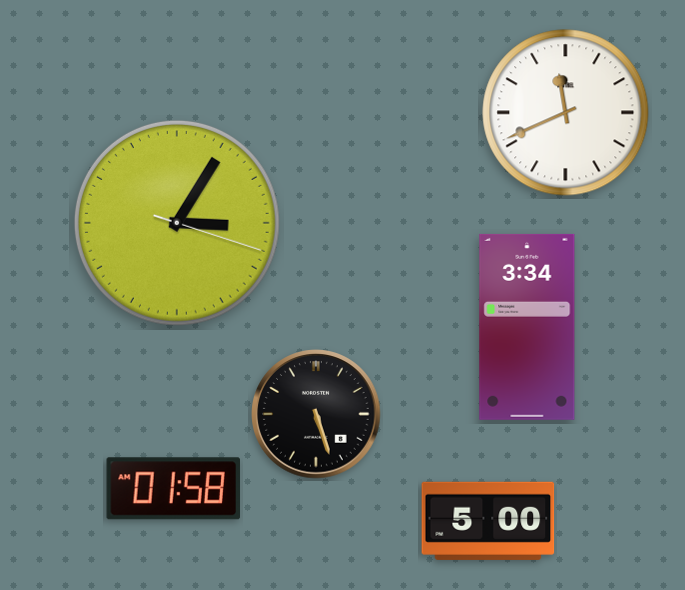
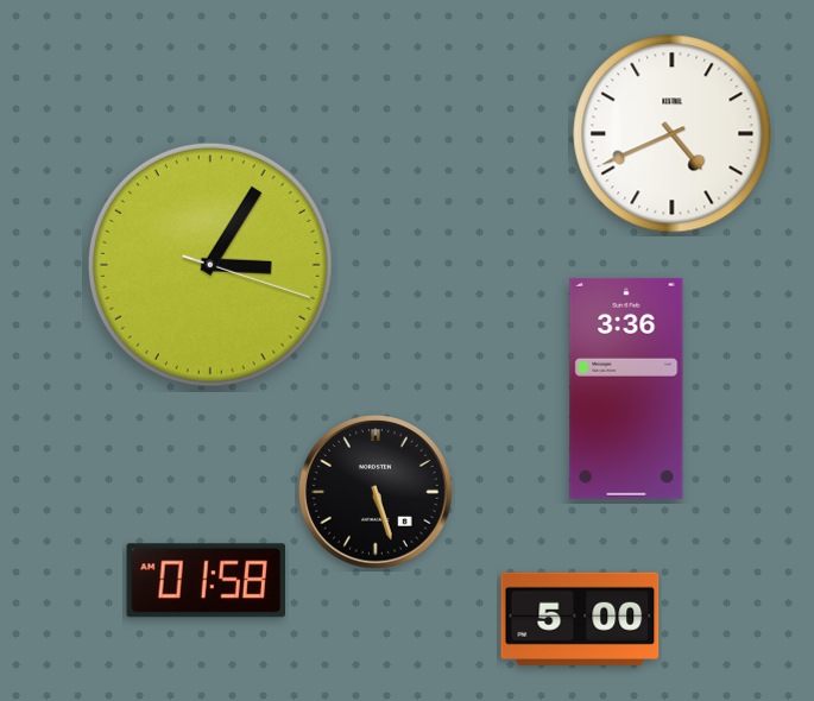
clock at (566, 113): 11:41 -> 4:41
clock at (527, 327): 3:34 -> 3:36
